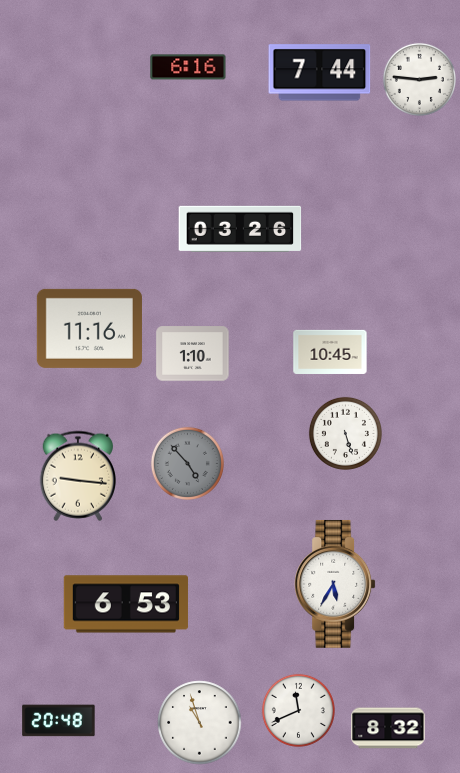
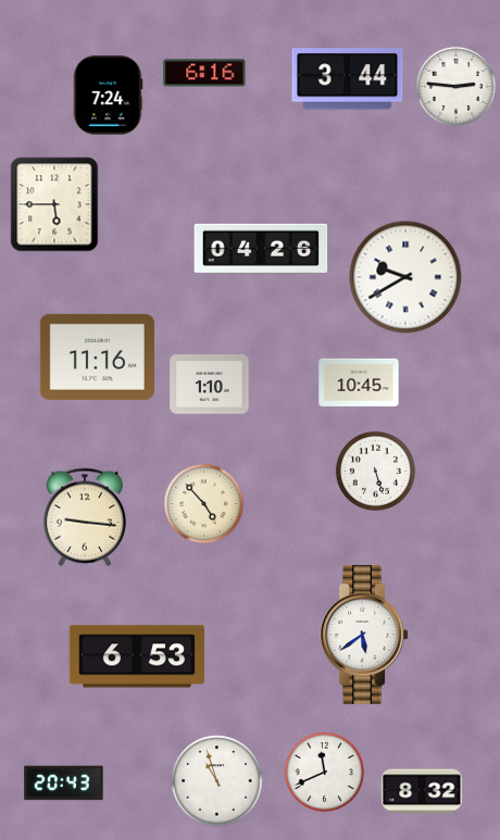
clock at (320, 73): 7:44 -> 3:44
clock at (108, 96): none -> 7:24
clock at (54, 204): none -> 5:45
clock at (240, 229): 03:26 -> 04:26
clock at (405, 277): none -> 9:40
clock at (187, 463) dial: grey -> cream
clock at (335, 584): 5:35 -> 5:39
clock at (59, 721): 20:48 -> 20:43
clock at (200, 723) position: (200, 723) -> (217, 781)
